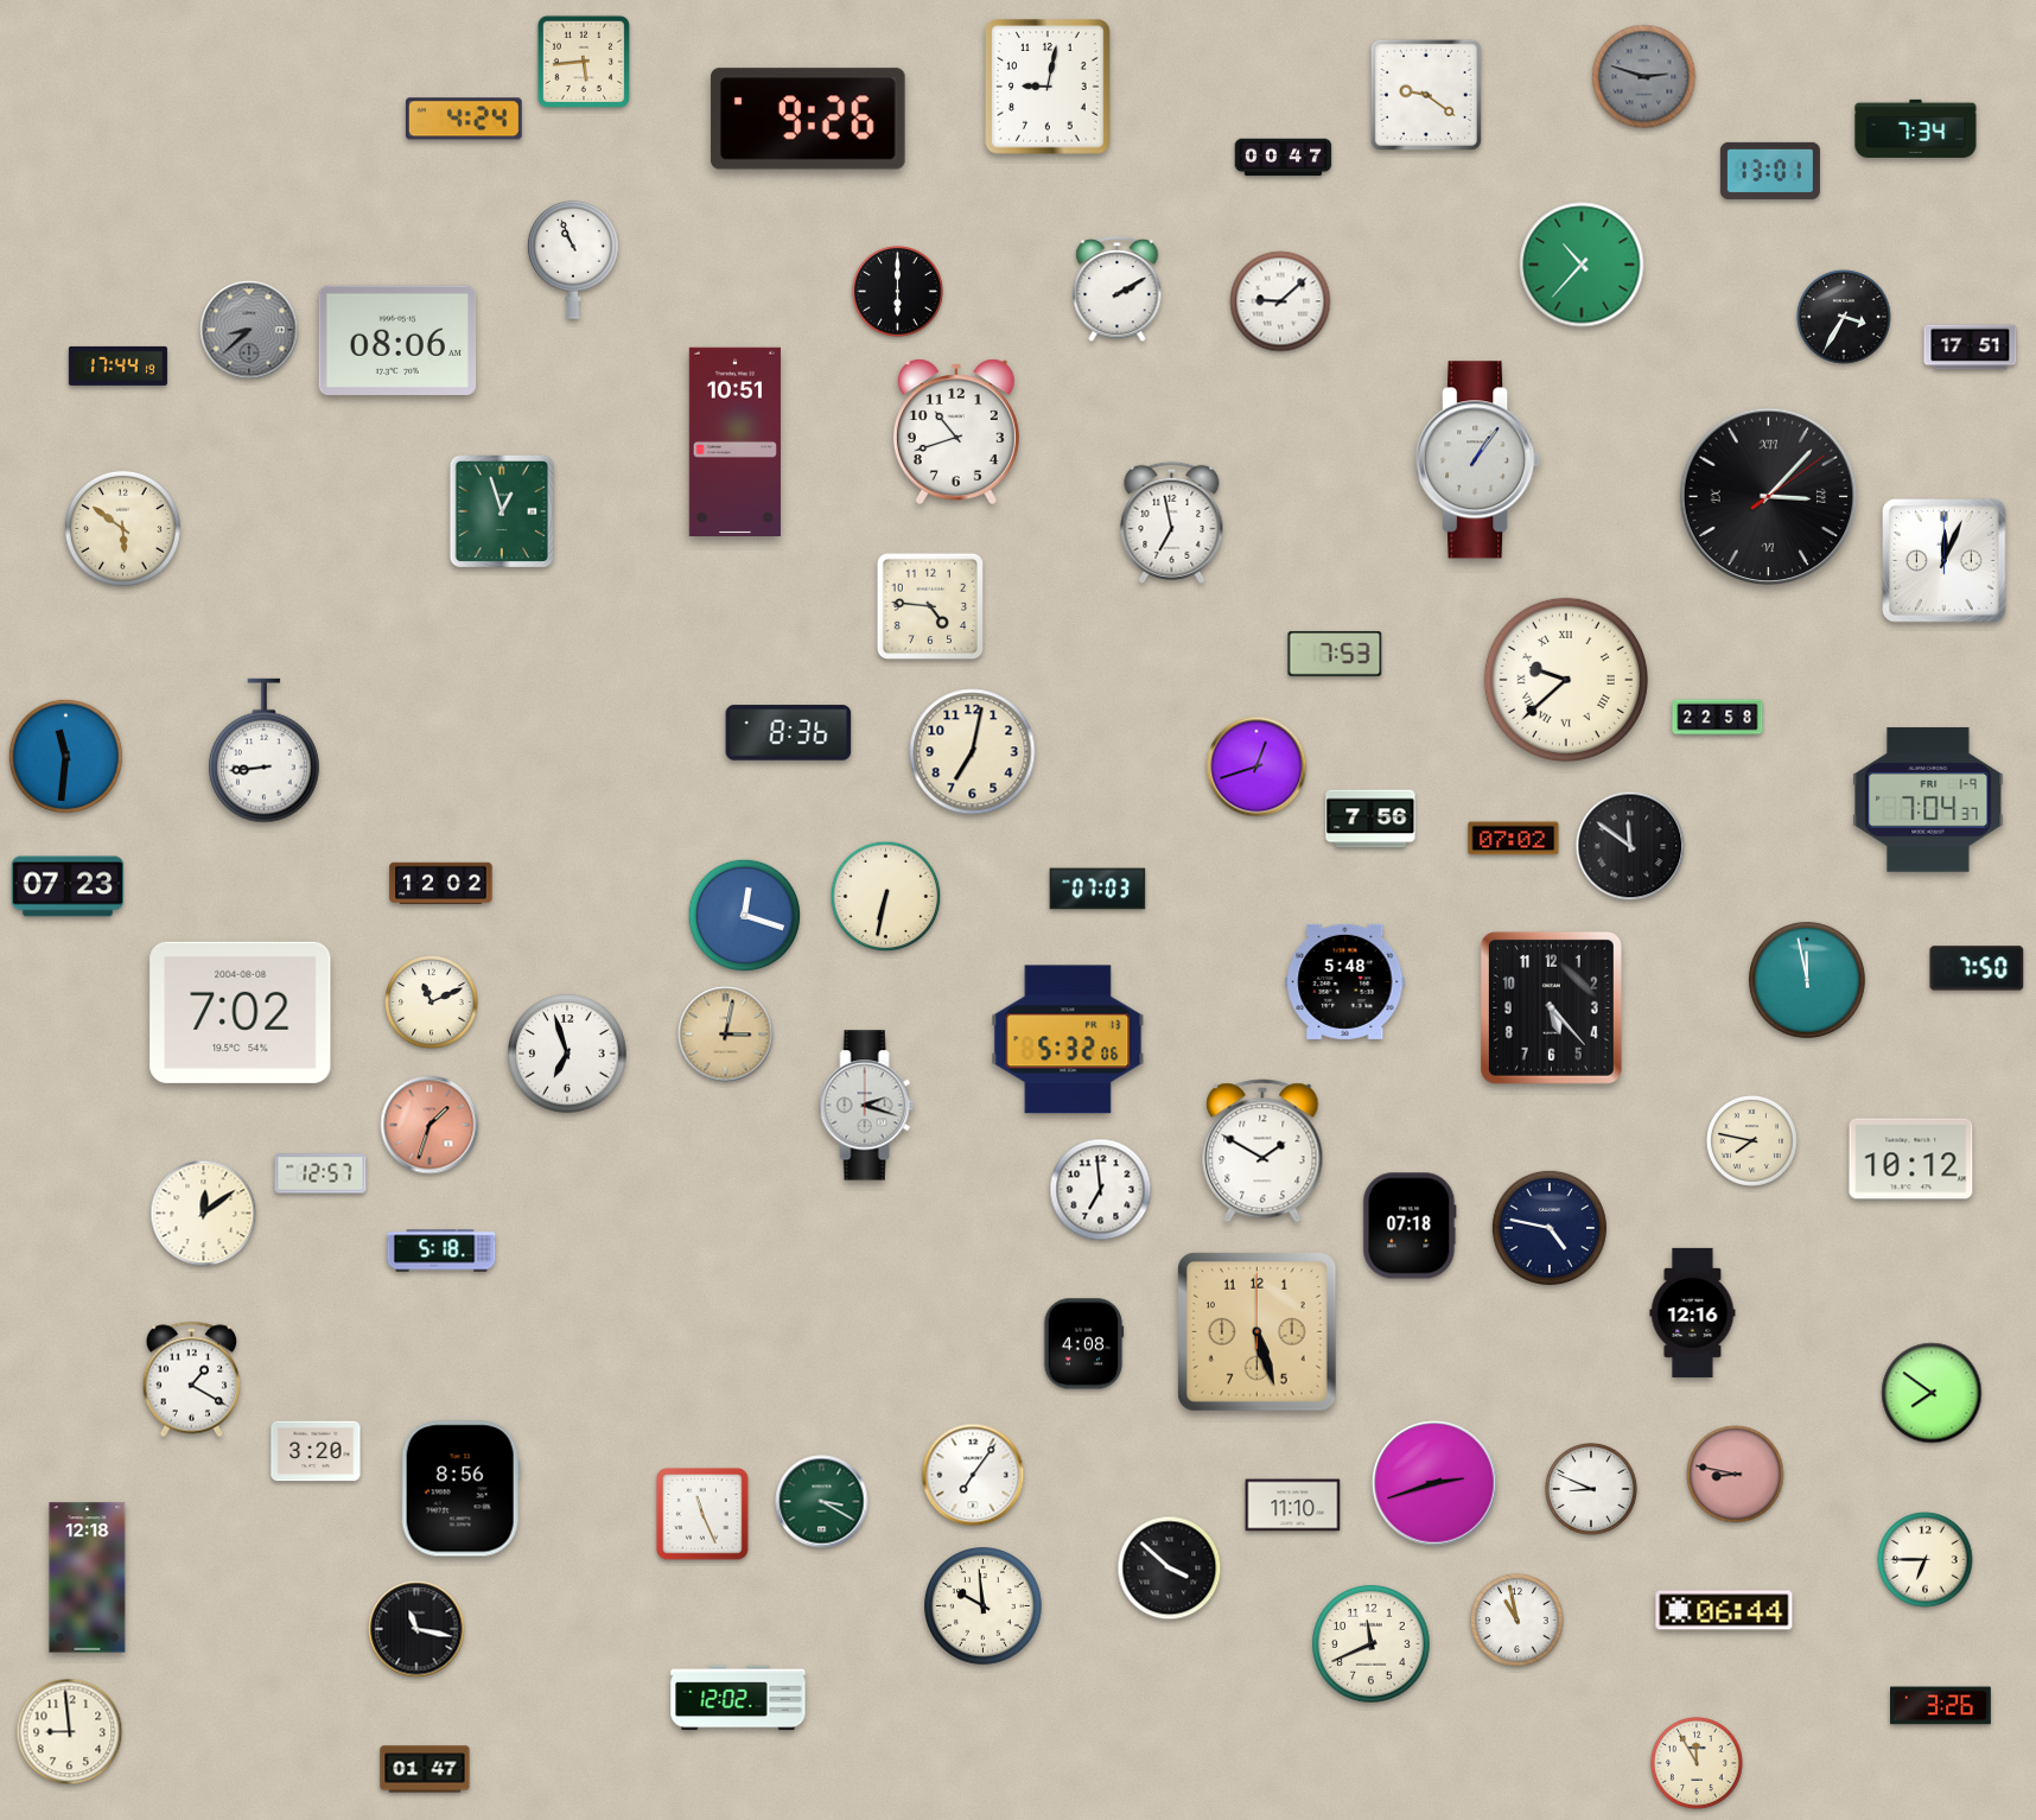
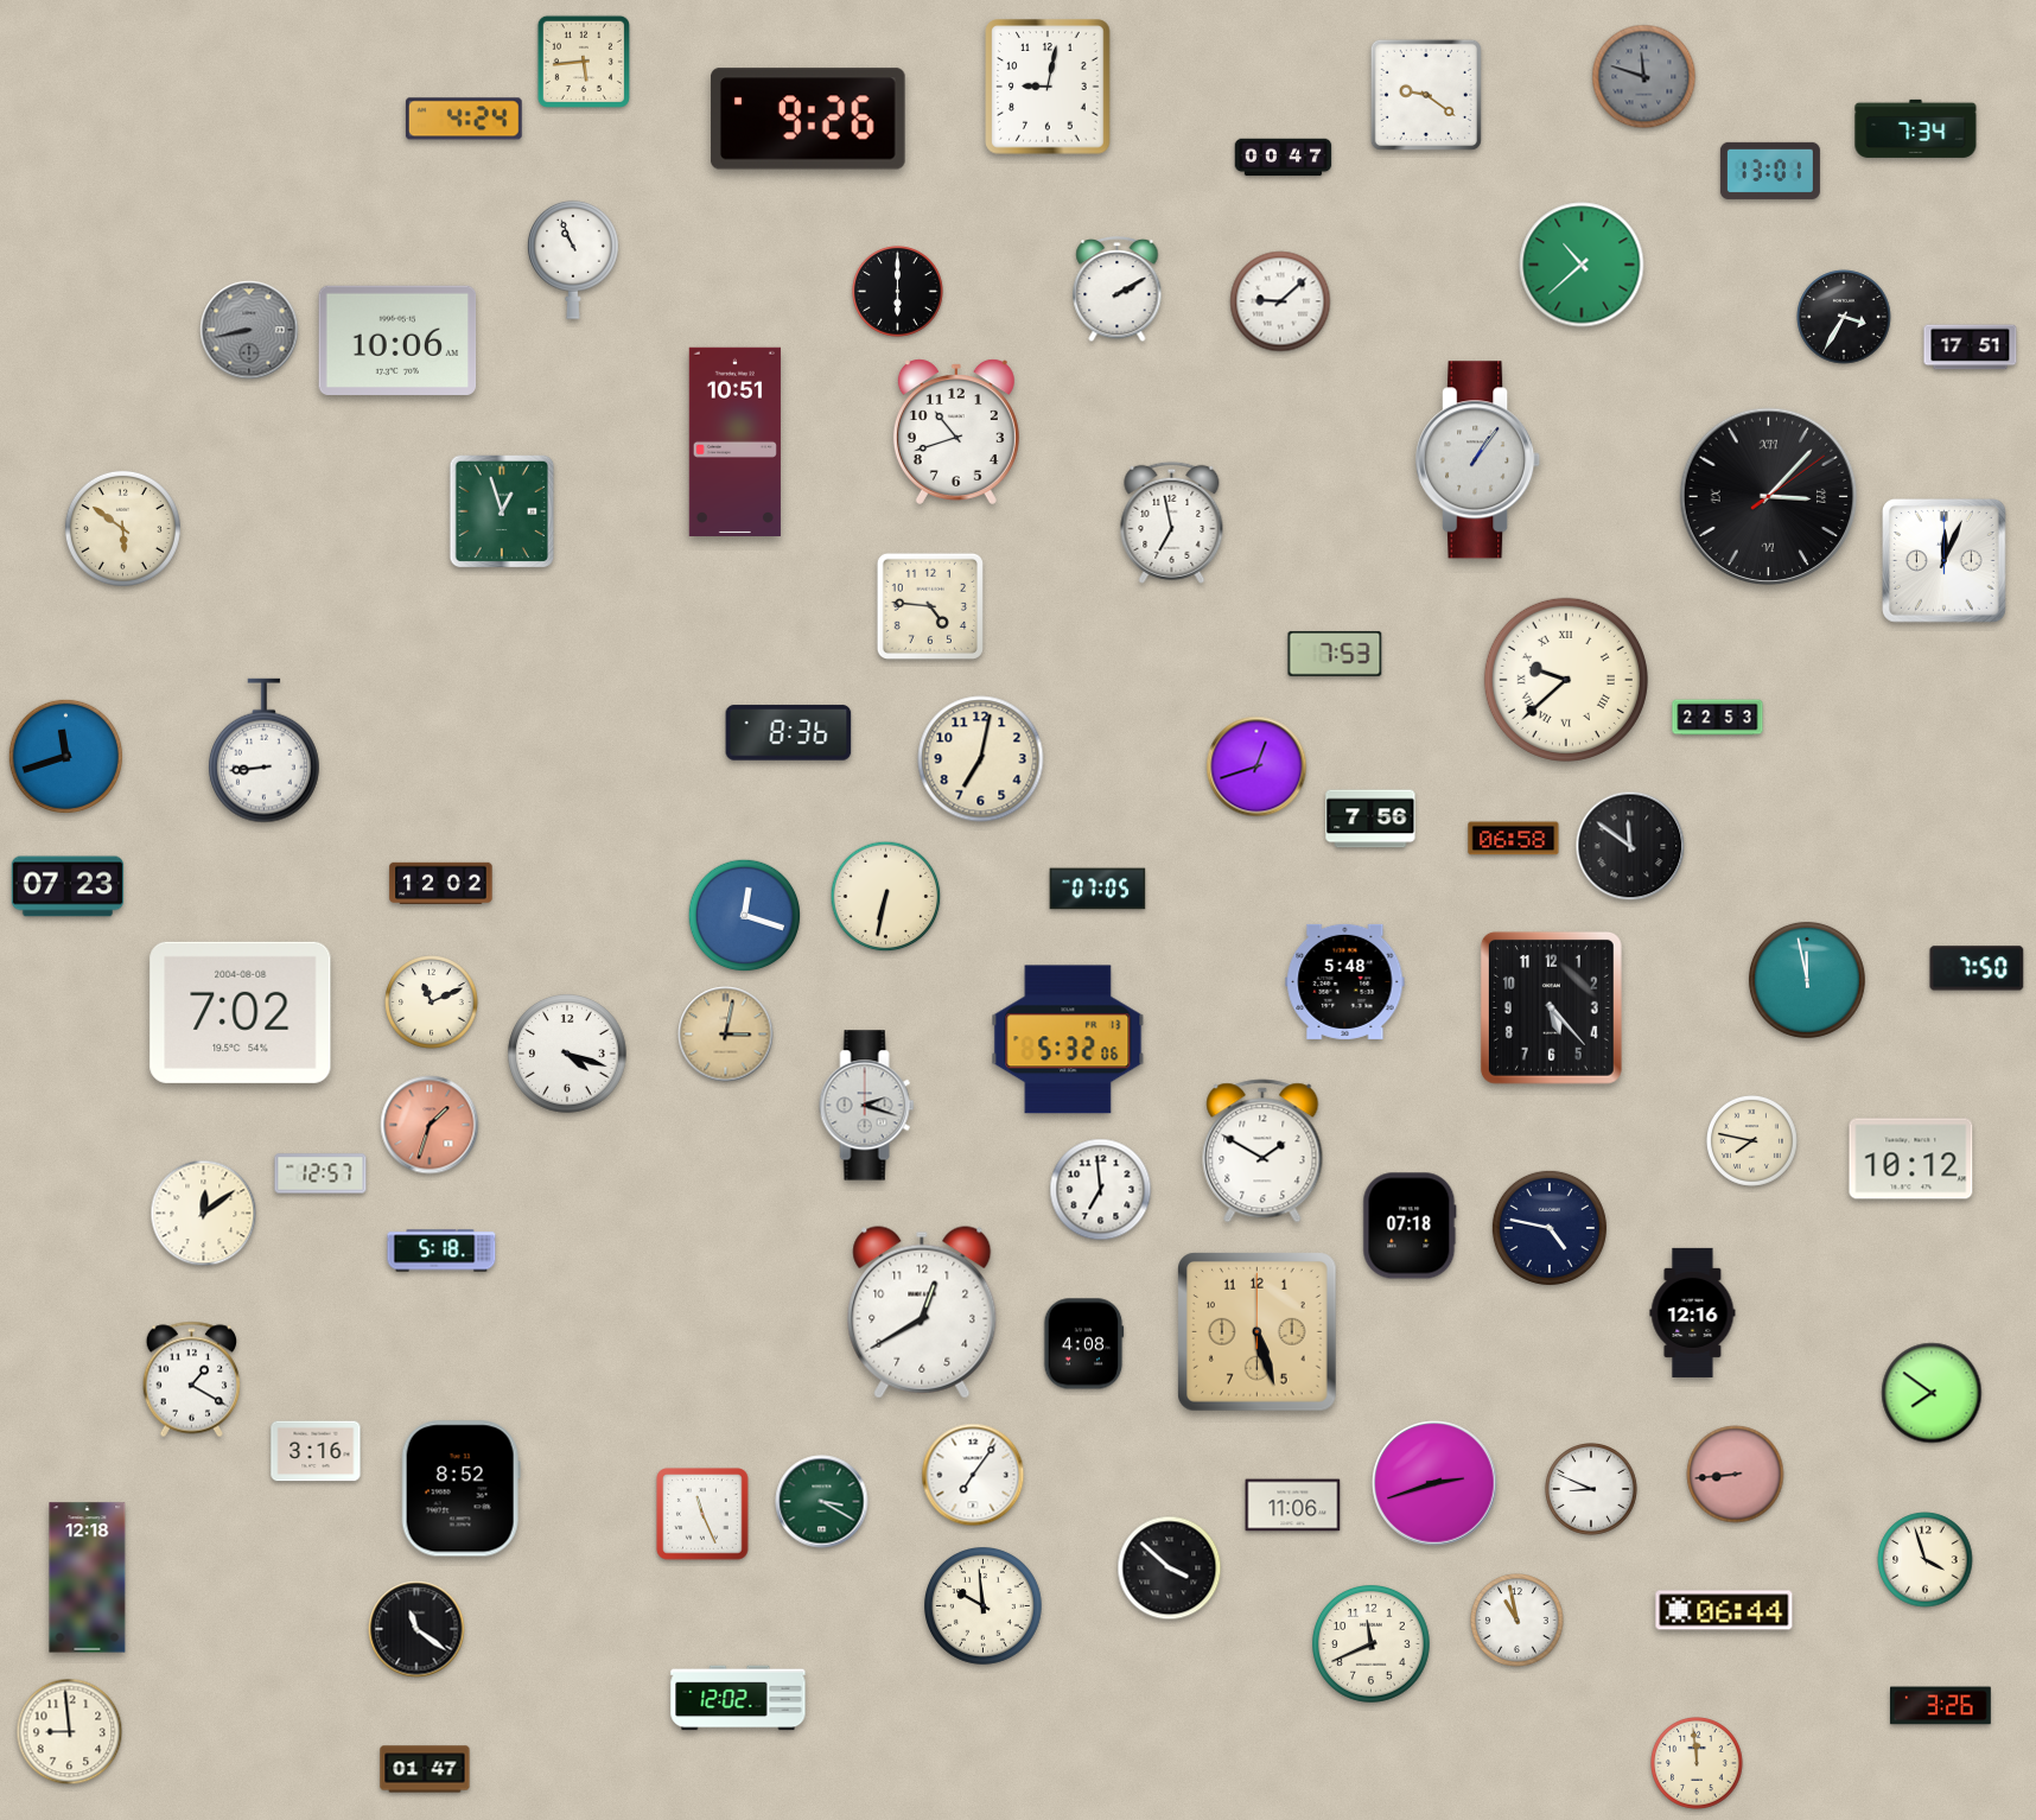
clock at (1644, 77): 2:48 -> 11:48
clock at (1582, 265): 10:37 -> 10:38
clock at (249, 330): 8:38 -> 8:43
clock at (397, 341): 08:06 -> 10:06
clock at (117, 365): 17:44 -> none
clock at (1718, 718): 22:58 -> 22:53
clock at (973, 752) position: (973, 752) -> (981, 759)
clock at (65, 756): 11:31 -> 11:42
clock at (1928, 800): 7:04 -> none
clock at (1514, 839): 07:02 -> 06:58
clock at (1097, 889): 07:03 -> 07:05
clock at (567, 1054): 6:57 -> 4:18
clock at (922, 1312): none -> 12:40
clock at (316, 1451): 3:20 -> 3:16
clock at (1736, 1475): 8:47 -> 8:44
clock at (460, 1489): 8:56 -> 8:52
clock at (1293, 1506): 11:10 -> 11:06
clock at (1926, 1560): 6:45 -> 3:57
clock at (416, 1629): 11:17 -> 11:21
clock at (1698, 1764): 11:55 -> 11:59
